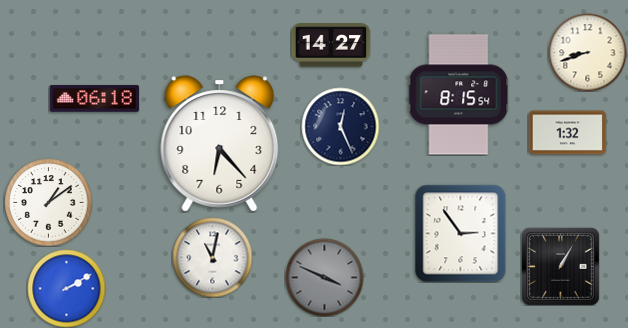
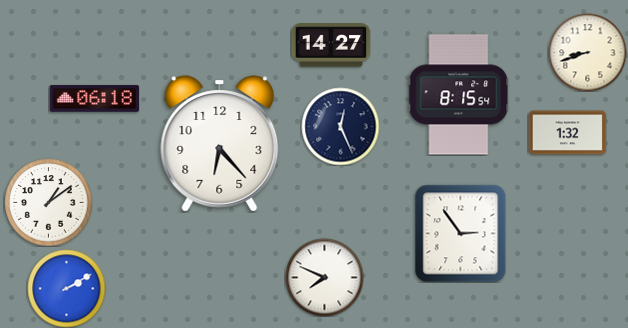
clock at (212, 257): 11:02 -> none
clock at (560, 266): 1:05 -> none
clock at (324, 277): 3:49 -> 7:49
clock at (324, 277) dial: grey -> white
